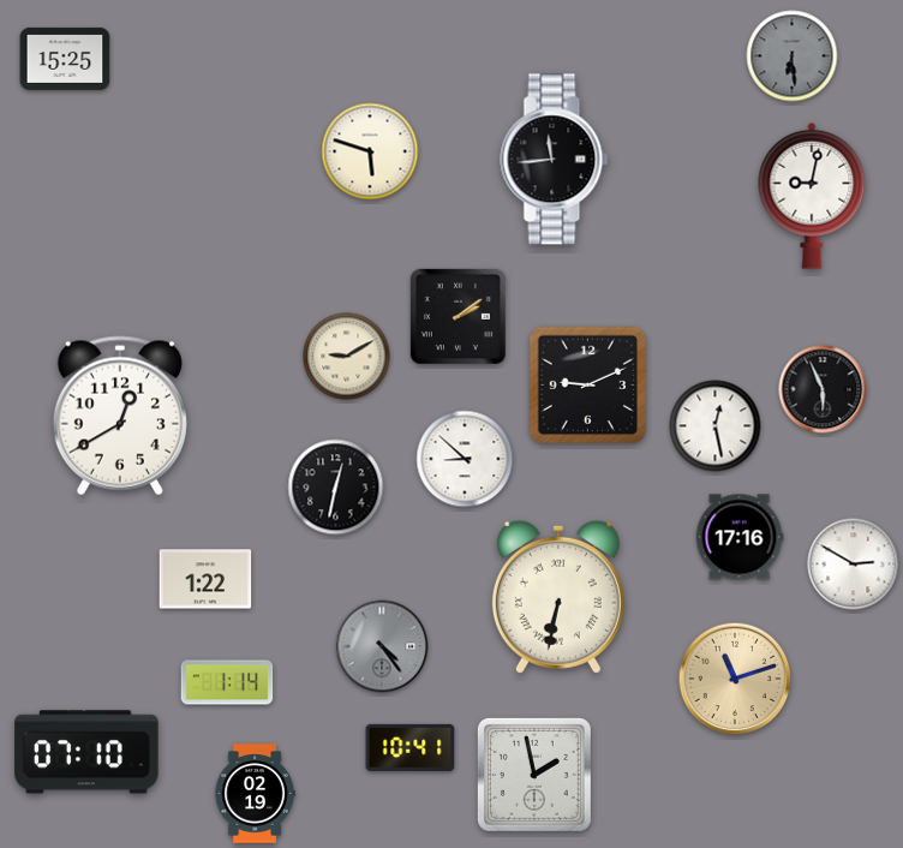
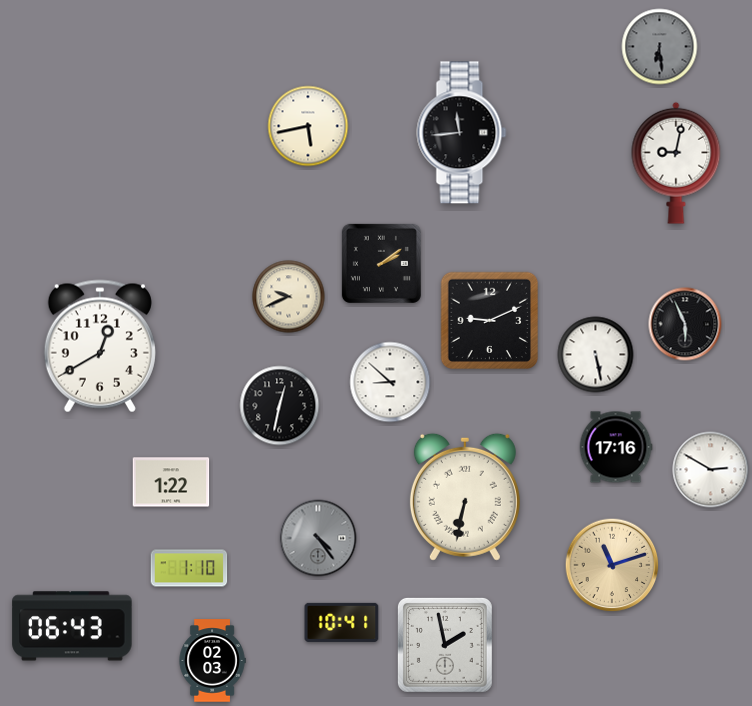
clock at (65, 59): 15:25 -> none
clock at (370, 151): 5:48 -> 5:43
clock at (347, 357): 9:10 -> 9:41
clock at (716, 426): 12:28 -> 5:28
clock at (465, 459) position: (465, 459) -> (390, 382)
clock at (227, 682): 1:14 -> 1:10
clock at (86, 752): 07:10 -> 06:43
clock at (255, 794): 02:19 -> 02:03
